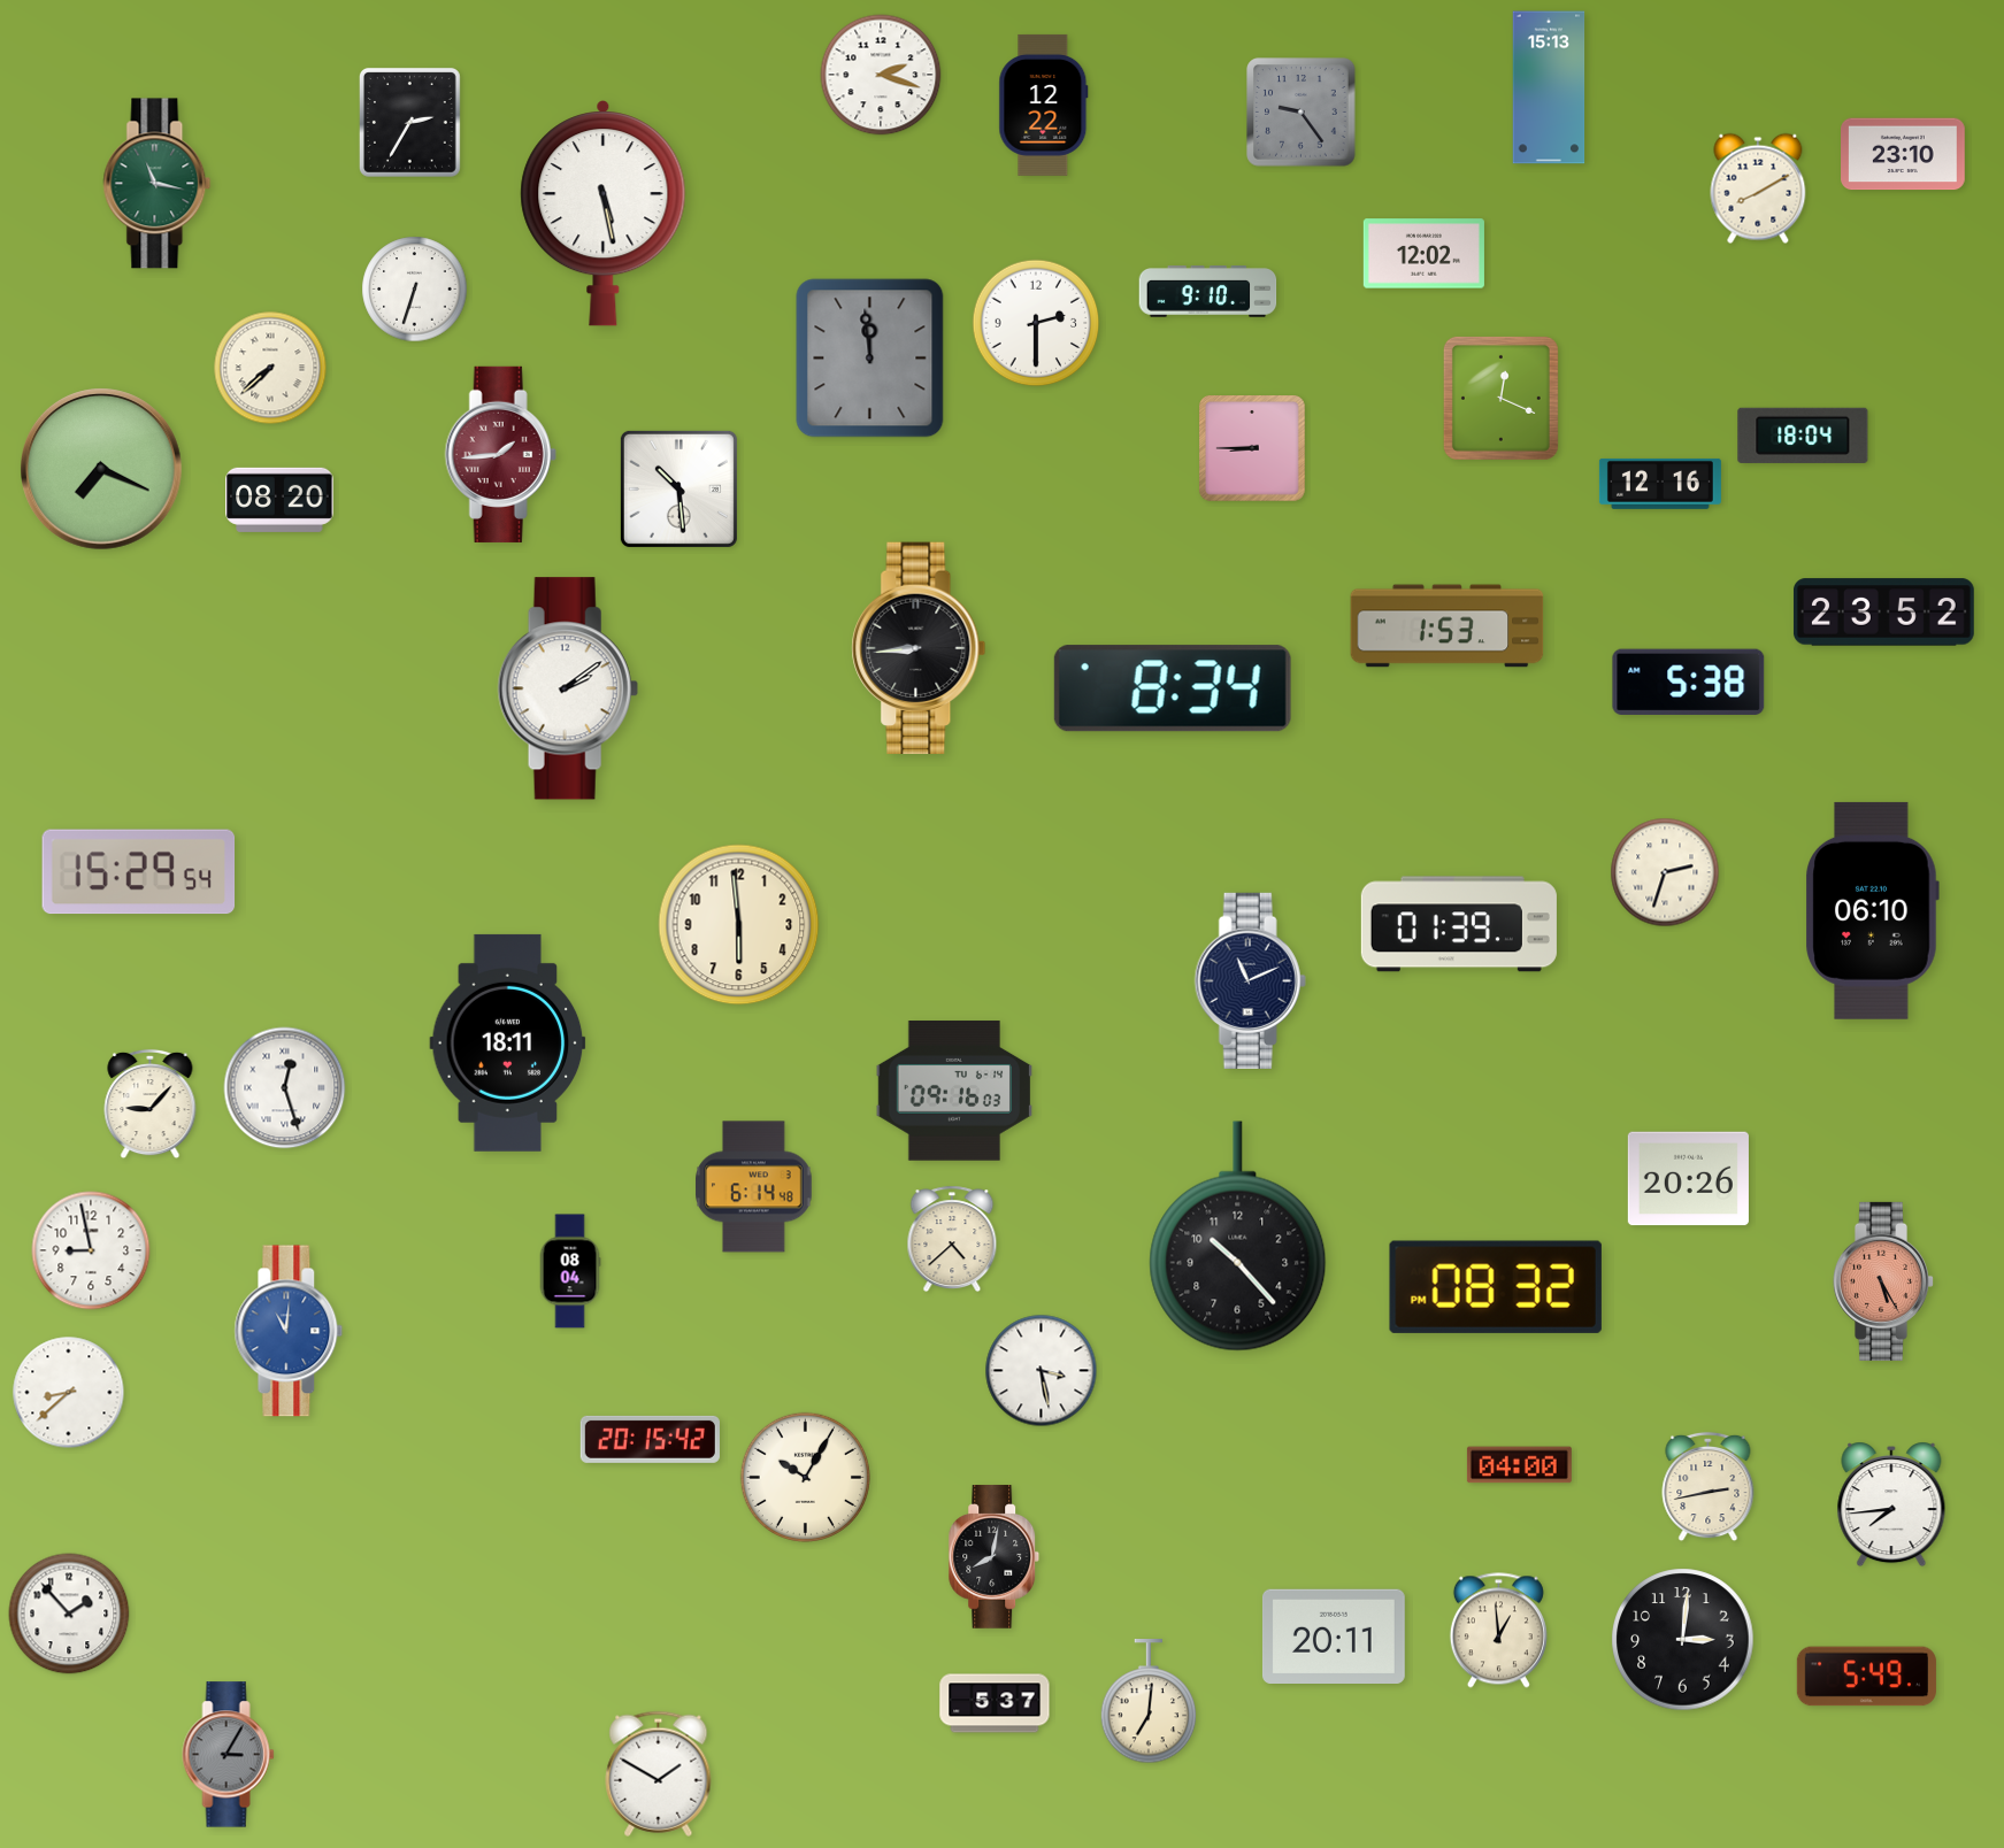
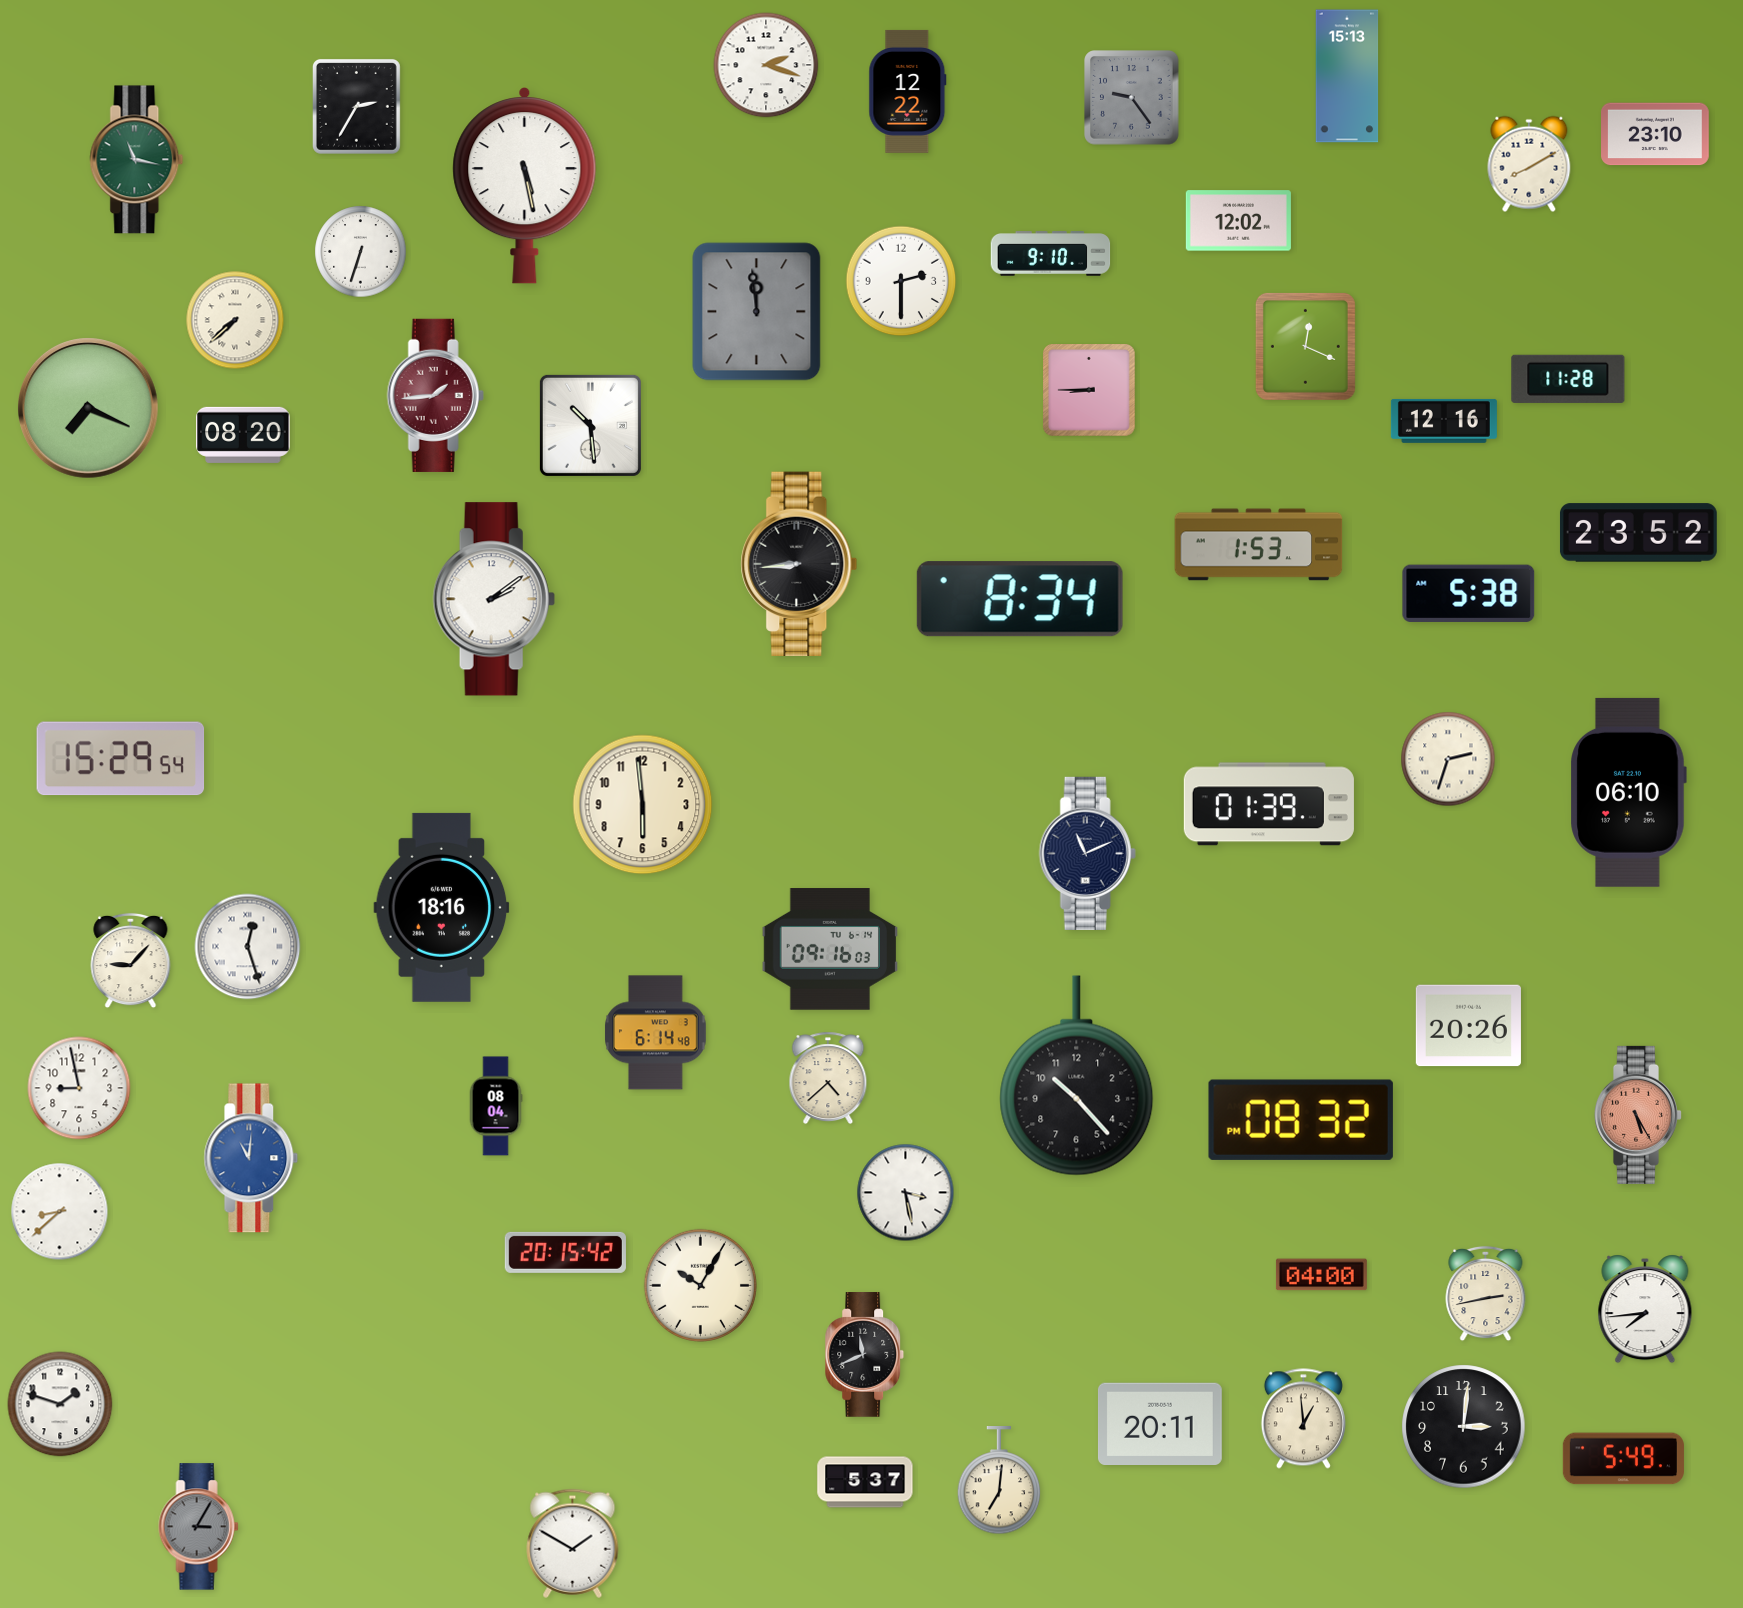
clock at (1803, 436): 18:04 -> 11:28
clock at (508, 1042): 18:11 -> 18:16
clock at (995, 1557): 8:02 -> 11:41
clock at (69, 1614): 1:53 -> 1:48
